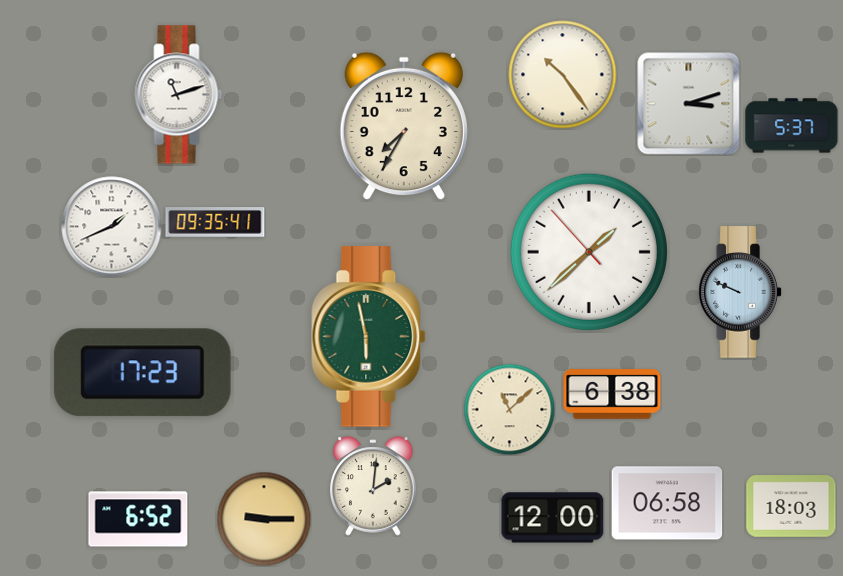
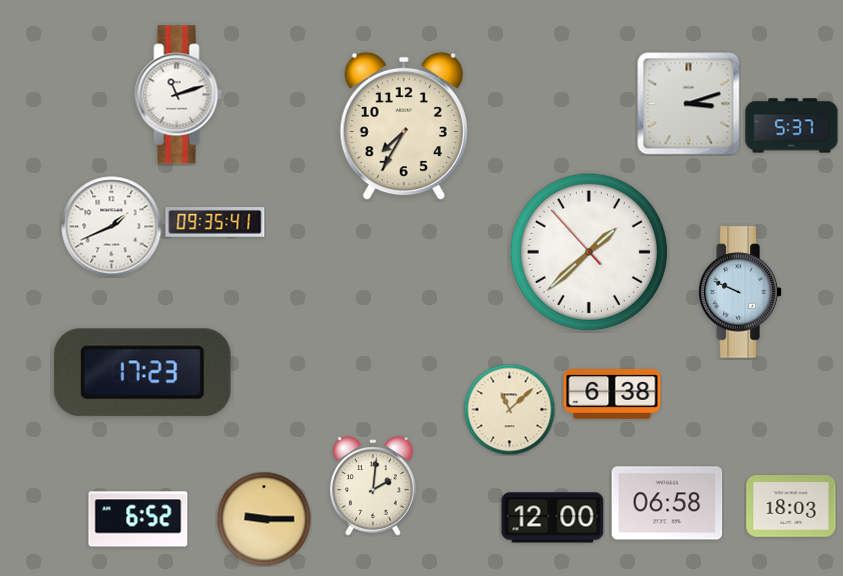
clock at (563, 75): 10:24 -> none
clock at (369, 337): 5:58 -> none
